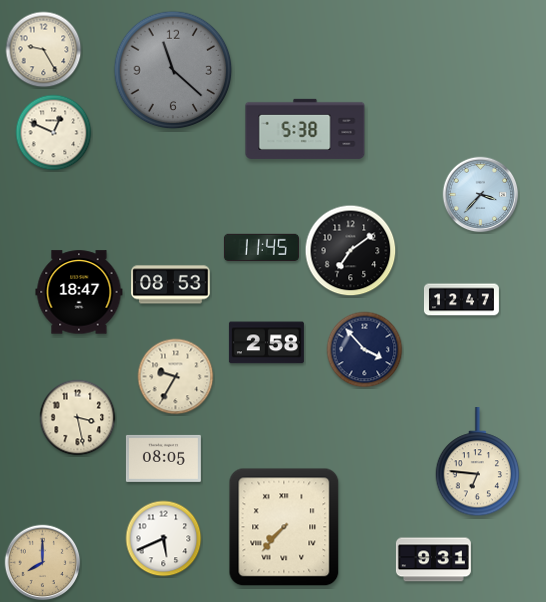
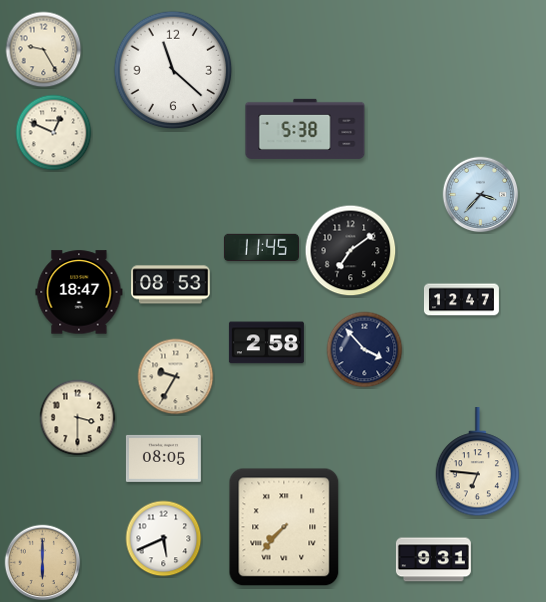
clock at (173, 70) dial: grey -> white
clock at (78, 418): 3:28 -> 3:30
clock at (43, 563): 8:00 -> 6:00
